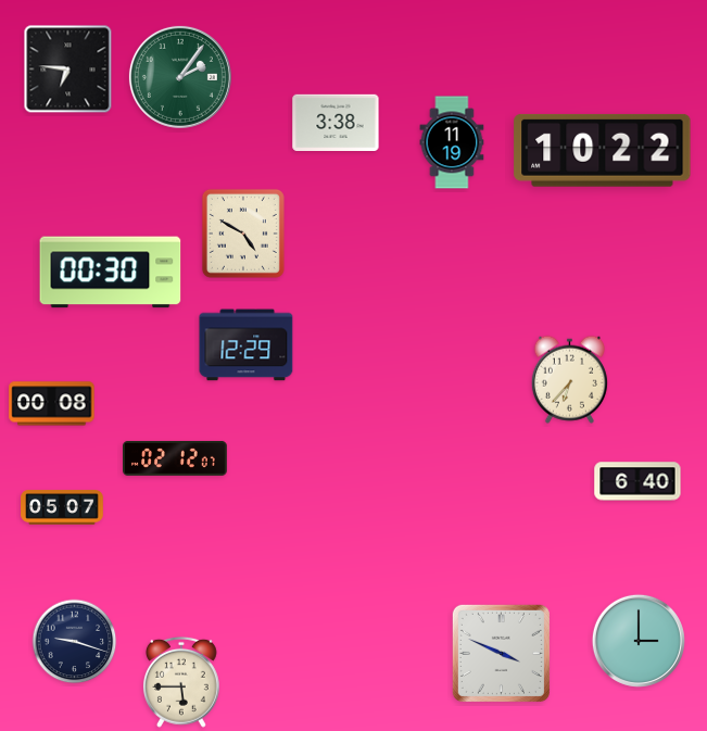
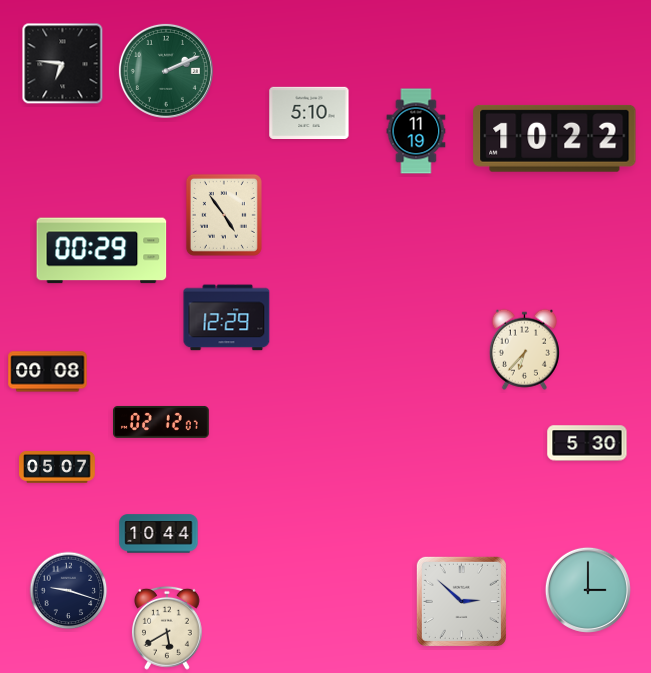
clock at (180, 77): 2:06 -> 2:11
clock at (336, 122): 3:38 -> 5:10
clock at (243, 234): 4:50 -> 4:54
clock at (111, 273): 00:30 -> 00:29
clock at (637, 481): 6:40 -> 5:30
clock at (159, 534): none -> 10:44
clock at (501, 653): 3:49 -> 2:52
clock at (181, 682): 5:45 -> 5:40
